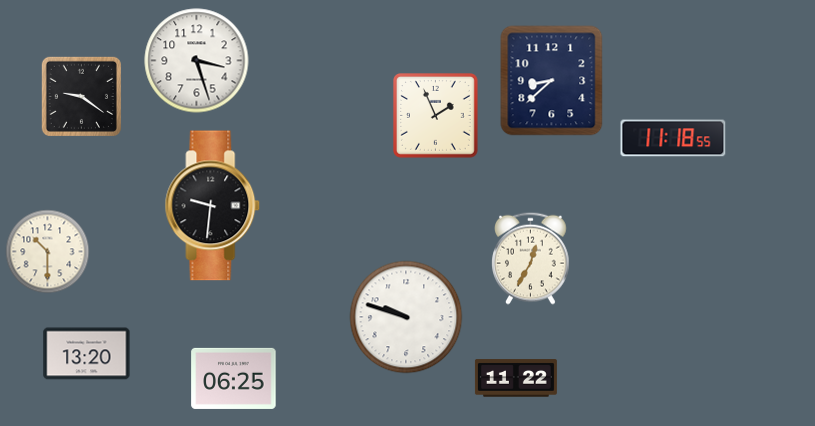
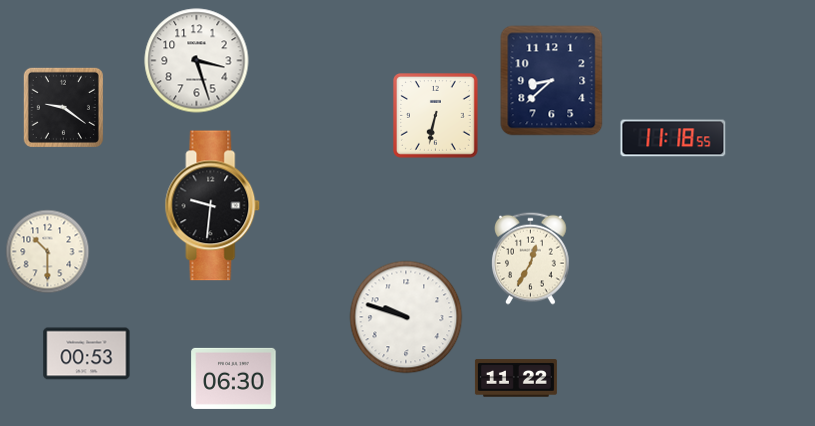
clock at (81, 96) position: (81, 96) -> (63, 107)
clock at (436, 116): 1:56 -> 6:32
clock at (87, 354): 13:20 -> 00:53
clock at (234, 378): 06:25 -> 06:30
